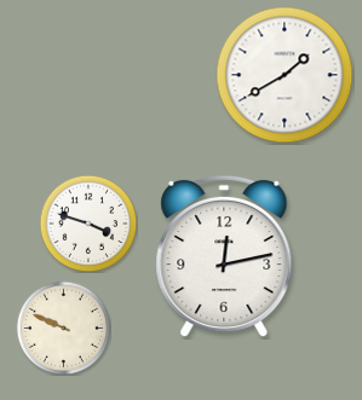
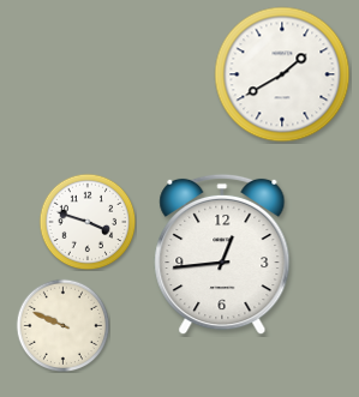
clock at (224, 256): 12:13 -> 12:44
